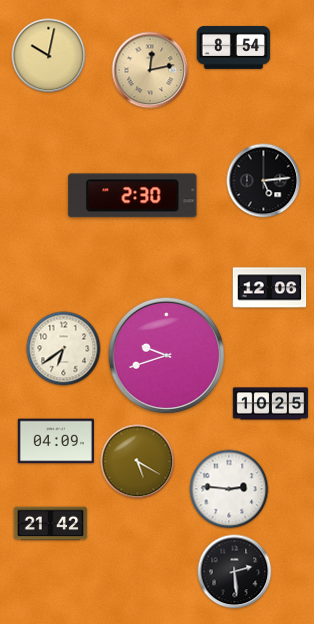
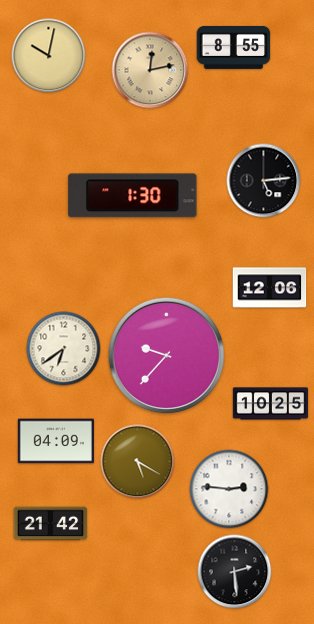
clock at (234, 47): 8:54 -> 8:55
clock at (133, 196): 2:30 -> 1:30
clock at (167, 356): 9:42 -> 9:37
